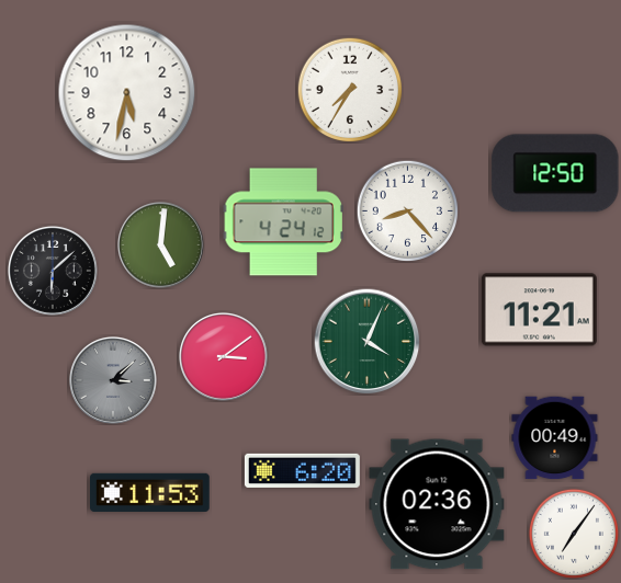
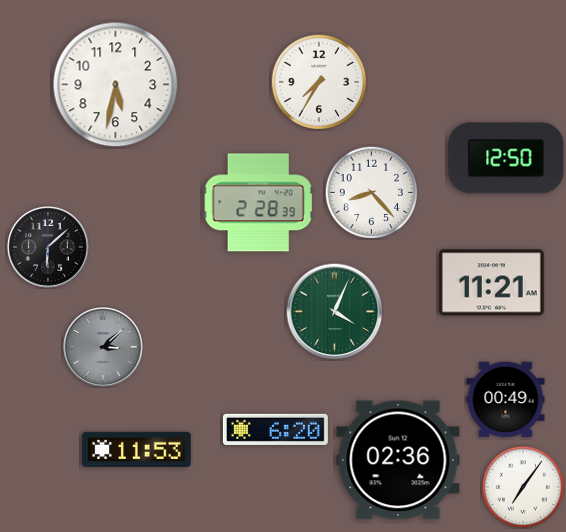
clock at (283, 222): 4:24 -> 2:28
clock at (161, 245): 5:01 -> none
clock at (223, 356): 3:09 -> none
